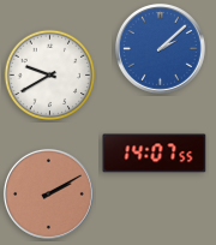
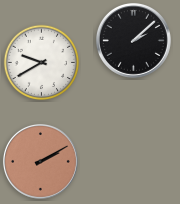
clock at (160, 48) dial: blue -> black
clock at (155, 154): 14:07 -> none
